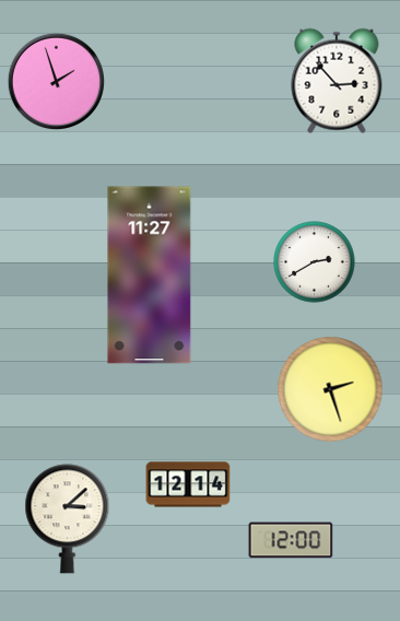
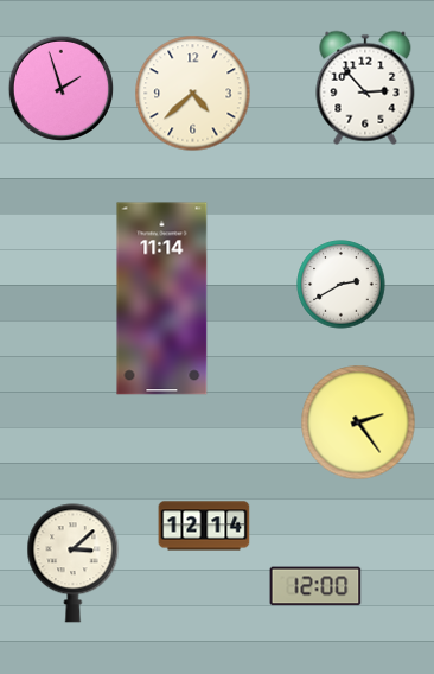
clock at (193, 94): none -> 4:38
clock at (150, 276): 11:27 -> 11:14
clock at (330, 389): 2:27 -> 2:24
